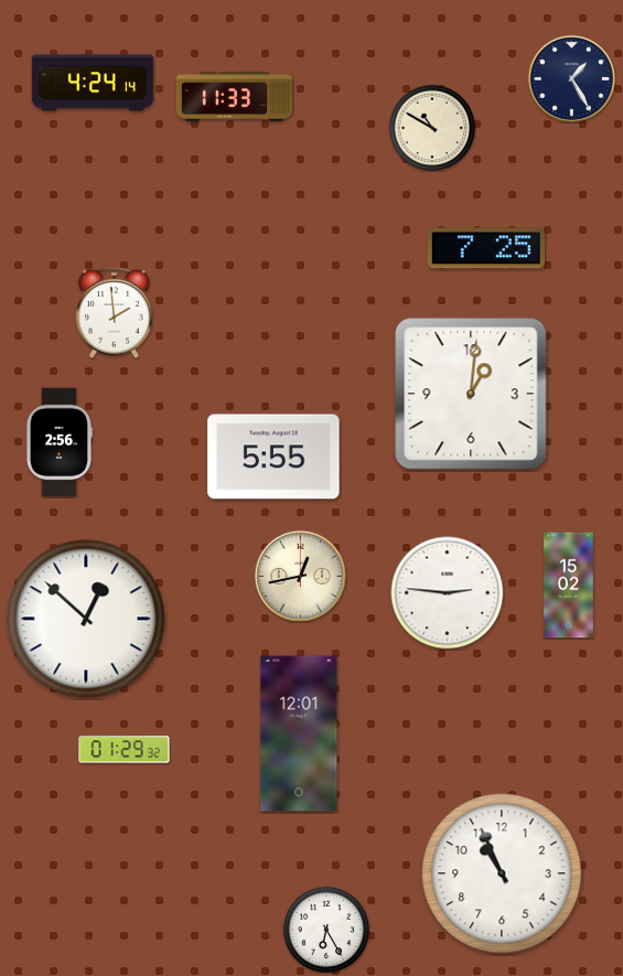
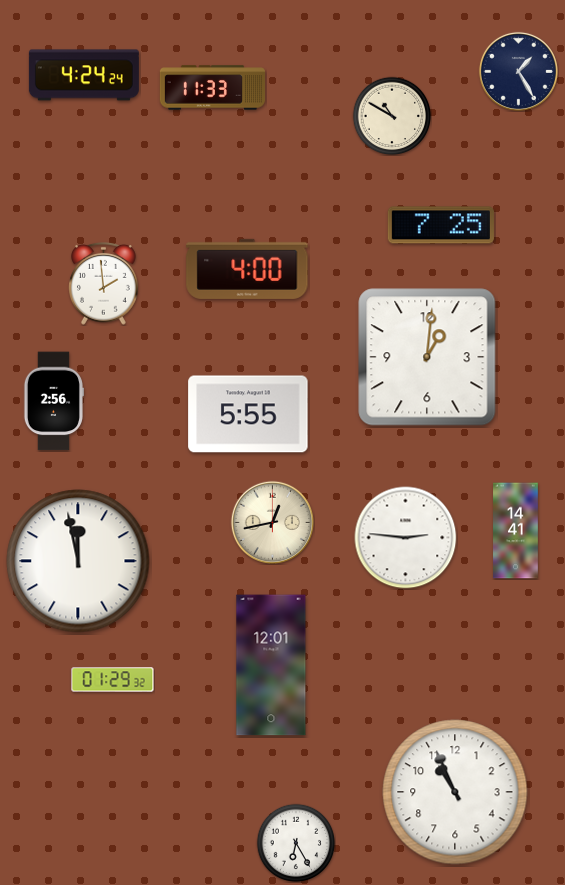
clock at (93, 83): 4:24:14 -> 4:24:24
clock at (247, 269): none -> 4:00
clock at (569, 586): 15:02 -> 14:41
clock at (86, 619): 12:52 -> 11:58
